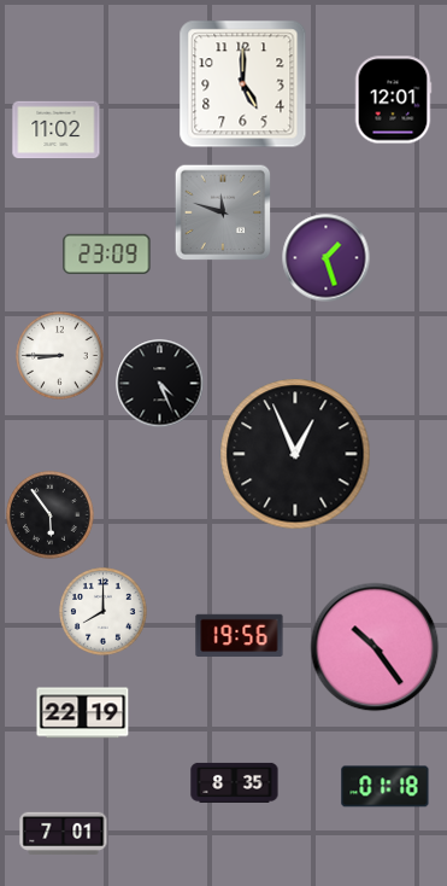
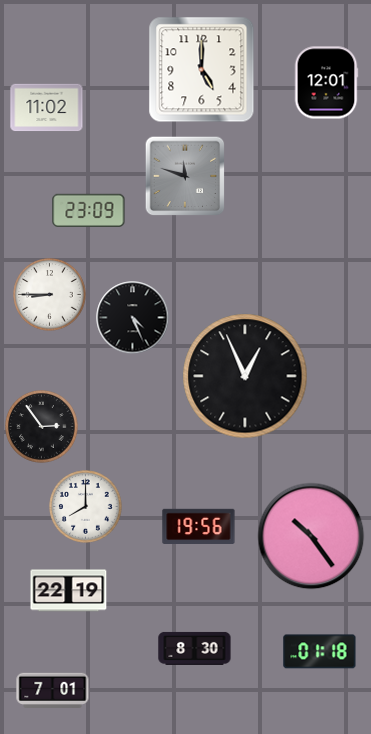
clock at (327, 258): 1:27 -> none
clock at (51, 515): 5:54 -> 2:54
clock at (235, 782): 8:35 -> 8:30
